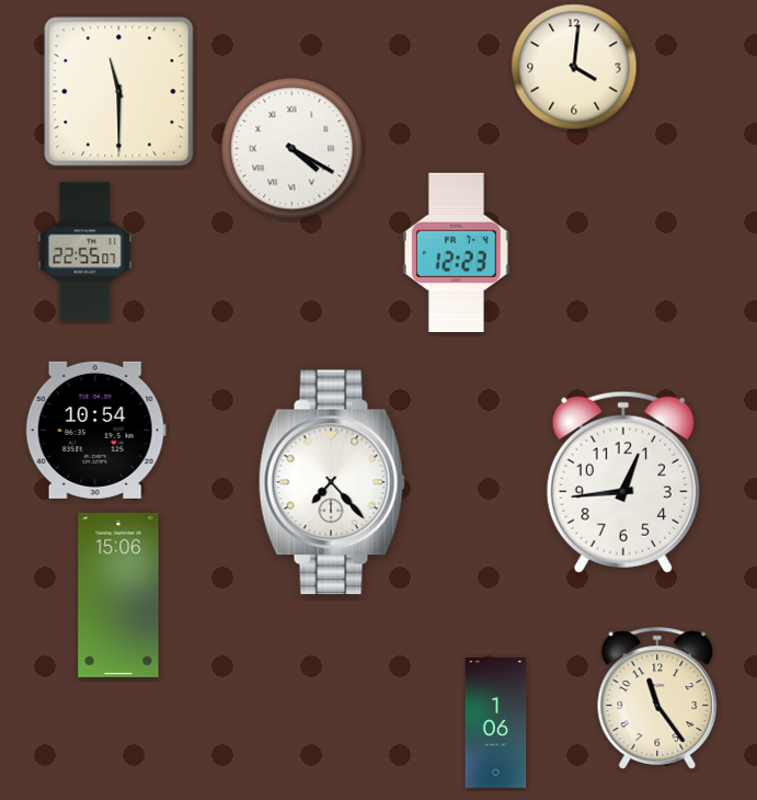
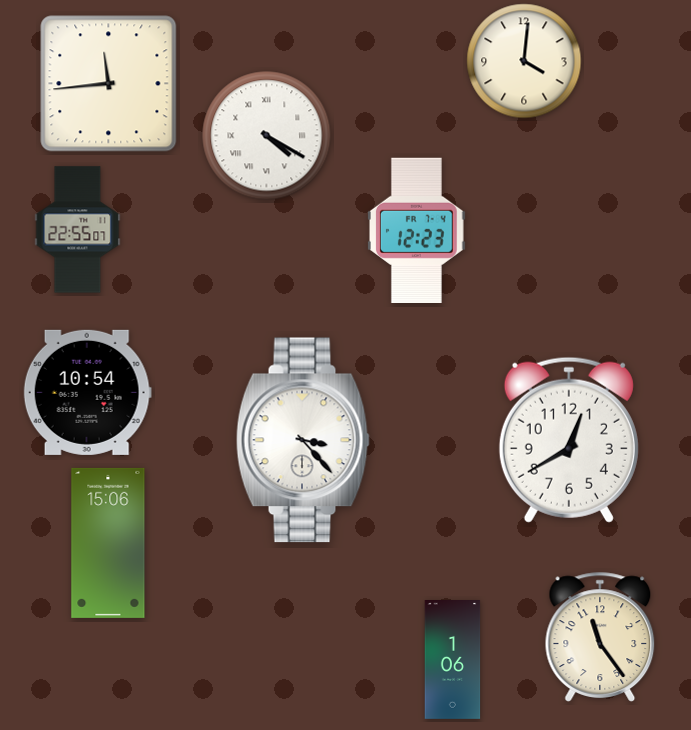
clock at (119, 92): 11:30 -> 11:44
clock at (332, 482): 7:23 -> 3:23
clock at (623, 482): 12:44 -> 12:40
